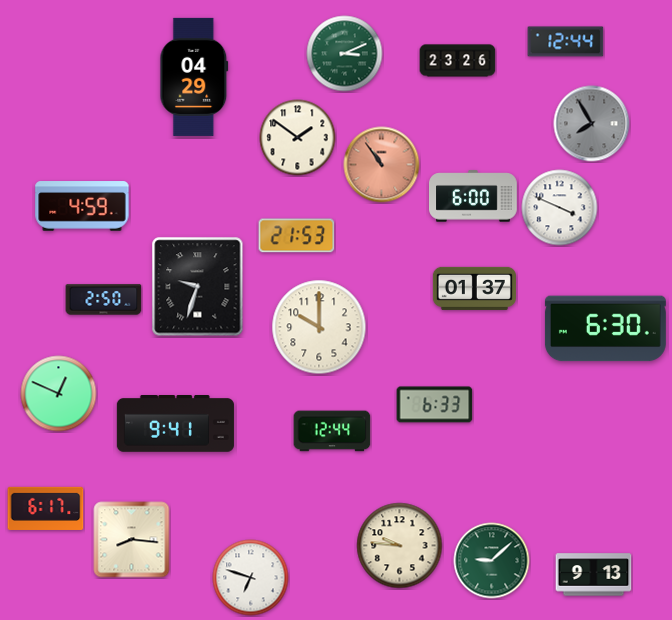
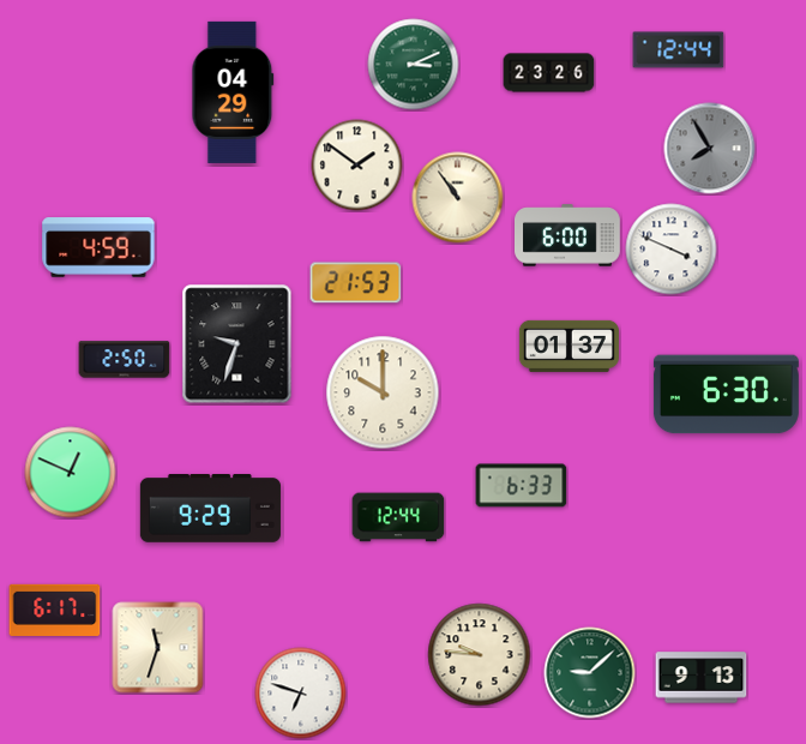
clock at (382, 165) dial: salmon -> cream
clock at (175, 424): 9:41 -> 9:29
clock at (132, 540): 8:16 -> 11:33
clock at (594, 575) position: (594, 575) -> (702, 678)
